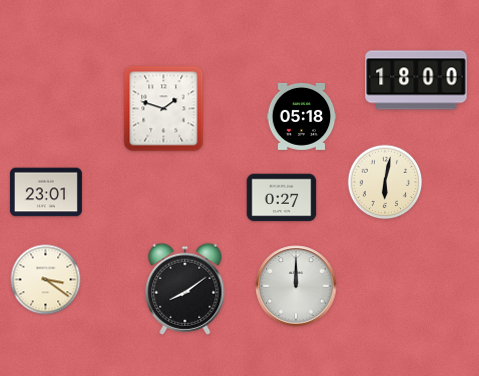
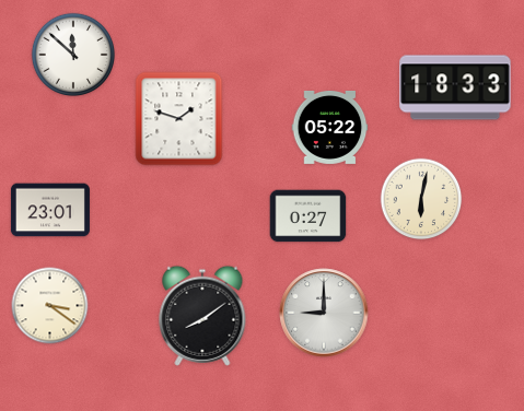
clock at (72, 54): none -> 11:52
clock at (416, 80): 18:00 -> 18:33
clock at (302, 116): 05:18 -> 05:22
clock at (296, 286): 12:00 -> 9:00
